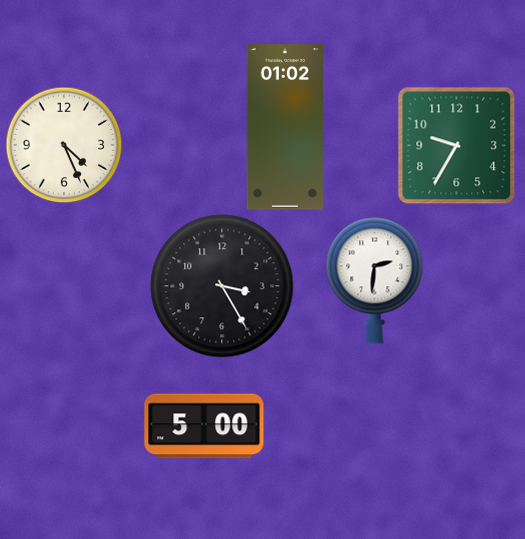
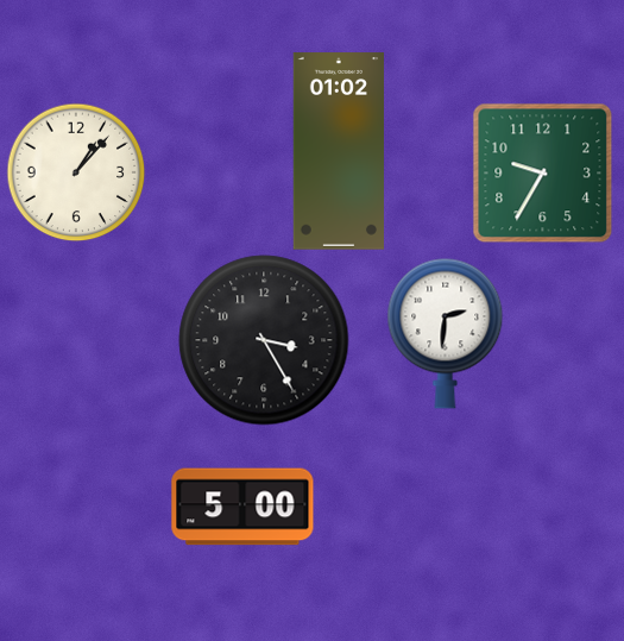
clock at (64, 145): 4:26 -> 1:07
